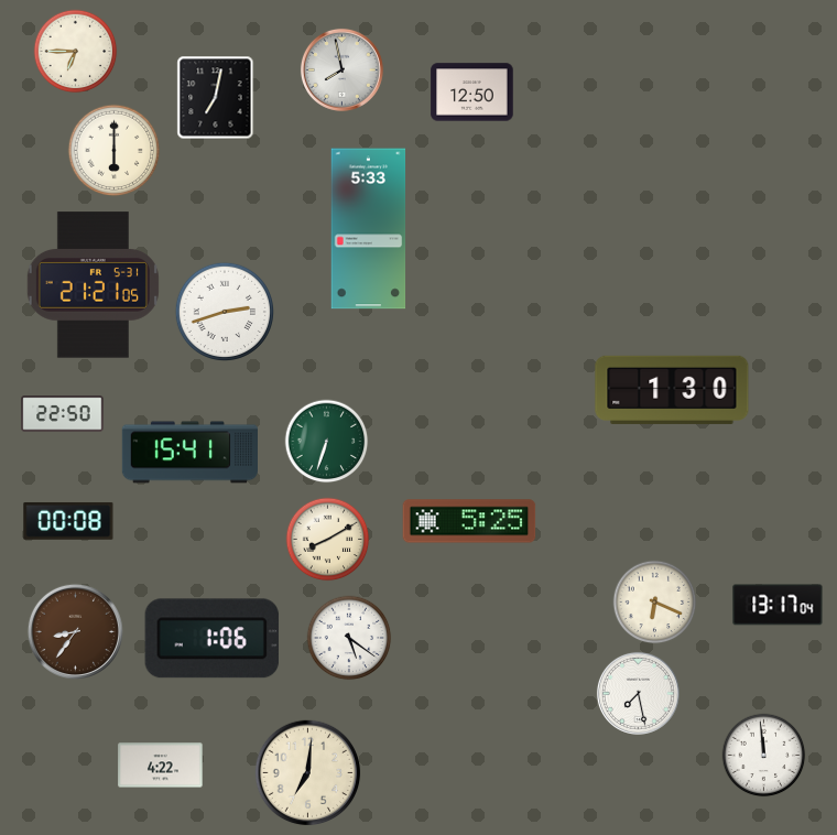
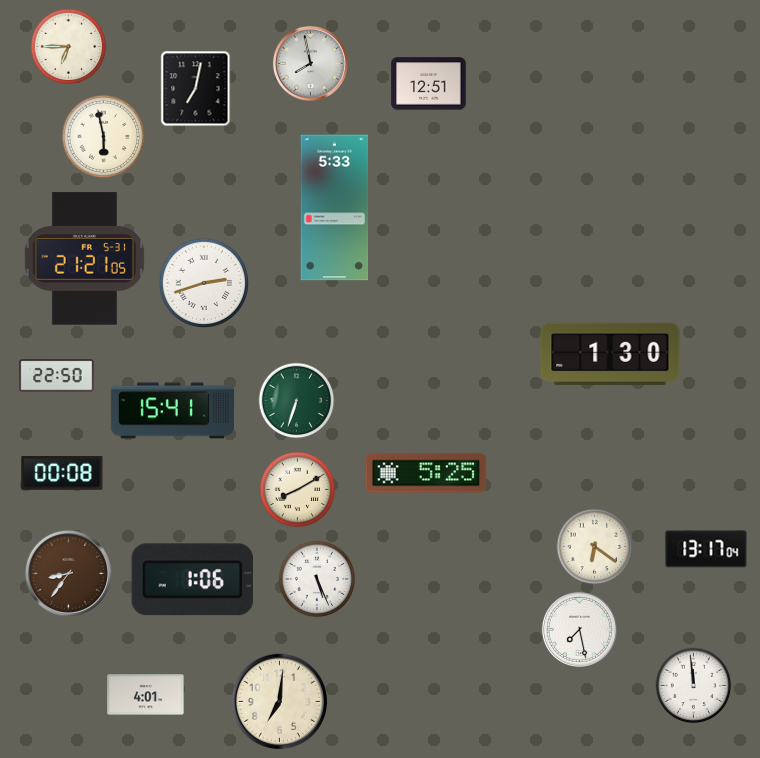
clock at (472, 93): 12:50 -> 12:51
clock at (115, 151): 6:00 -> 5:58
clock at (655, 603): 6:19 -> 6:21
clock at (349, 638): 5:21 -> 5:26
clock at (161, 766): 4:22 -> 4:01
